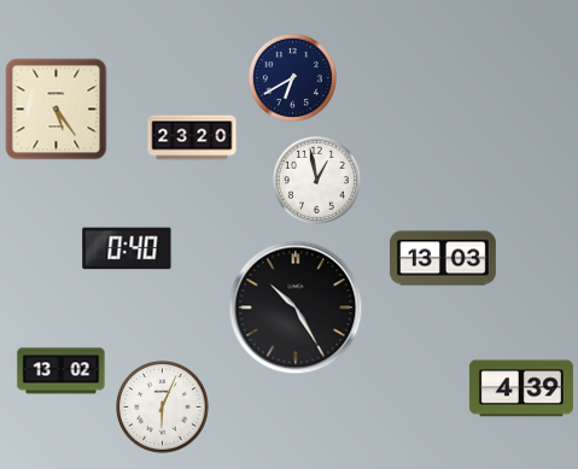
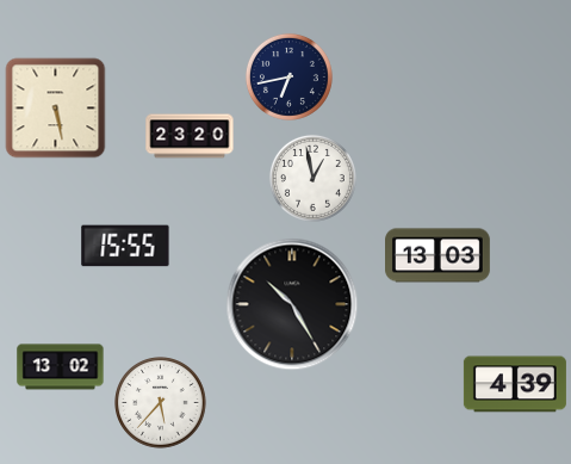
clock at (292, 77): 6:40 -> 6:43
clock at (57, 110): 5:24 -> 5:28
clock at (127, 248): 0:40 -> 15:55
clock at (163, 408): 6:04 -> 5:37
